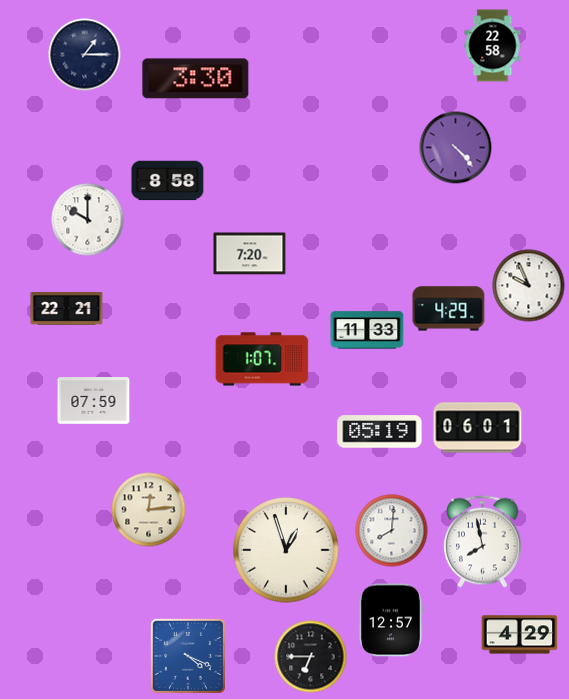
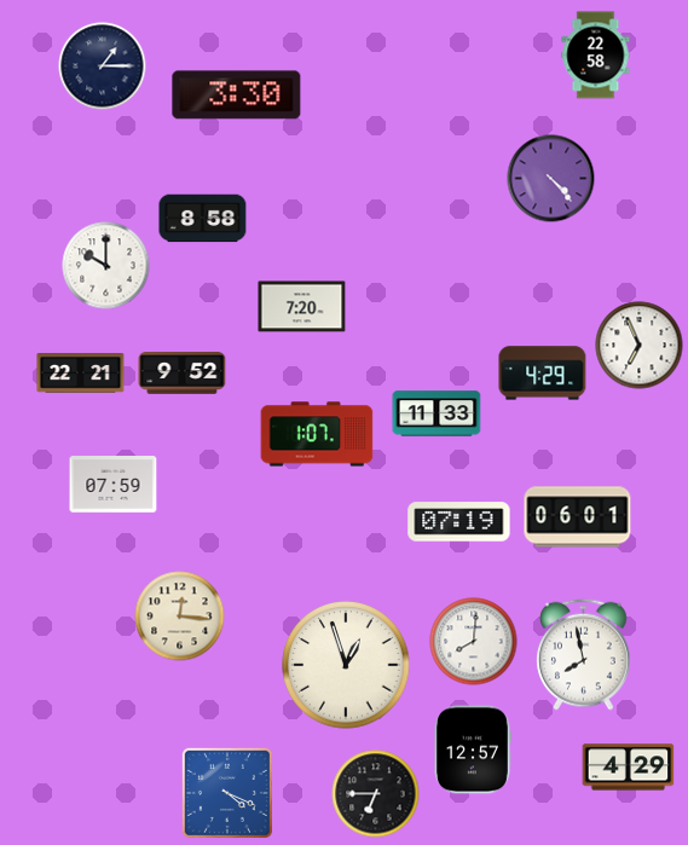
clock at (529, 286): 9:56 -> 6:56
clock at (183, 374): none -> 9:52
clock at (367, 330) position: (367, 330) -> (436, 413)
clock at (380, 432): 05:19 -> 07:19
clock at (149, 510): 12:14 -> 12:16
